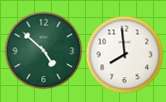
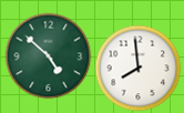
clock at (124, 54) position: (124, 54) -> (137, 68)
